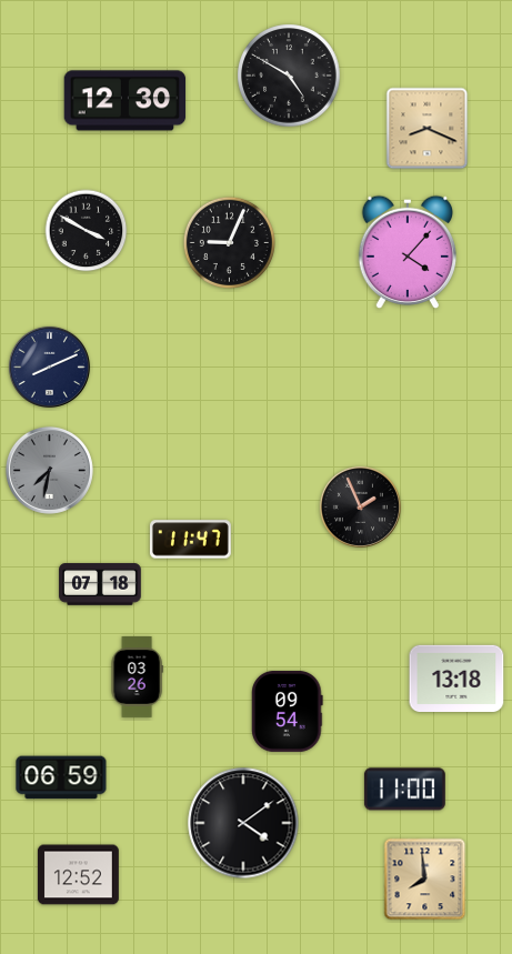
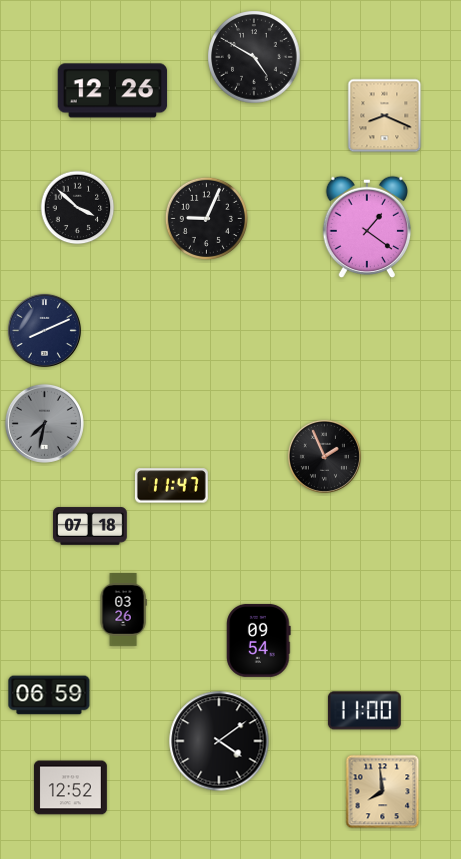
clock at (289, 76) position: (289, 76) -> (254, 57)
clock at (126, 101): 12:30 -> 12:26
clock at (87, 231): 3:50 -> 3:52
clock at (406, 252): 4:07 -> 1:21
clock at (456, 677): 13:18 -> none
clock at (61, 777) position: (61, 777) -> (49, 695)
